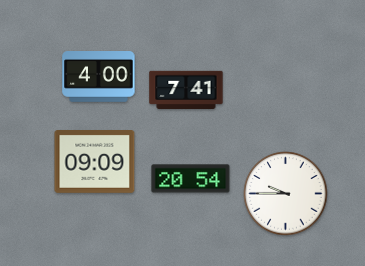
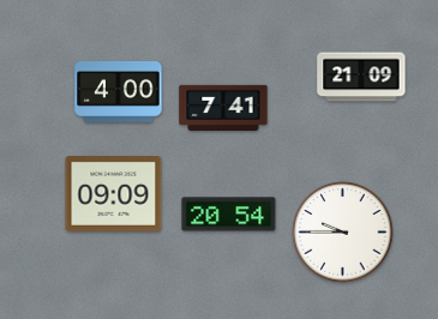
clock at (361, 77): none -> 21:09
